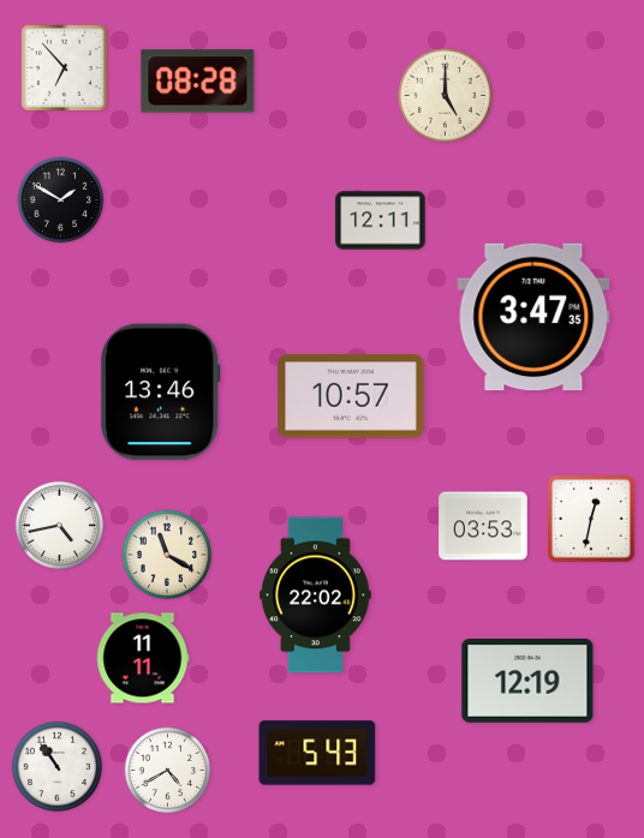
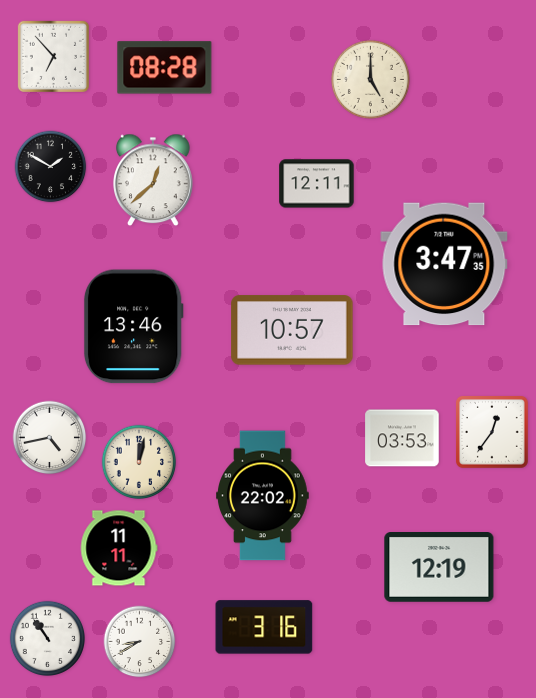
clock at (154, 180): none -> 12:38
clock at (591, 519): 12:32 -> 12:36
clock at (167, 555): 11:20 -> 12:02
clock at (317, 753): 5:43 -> 3:16
clock at (168, 771): 4:40 -> 8:40
